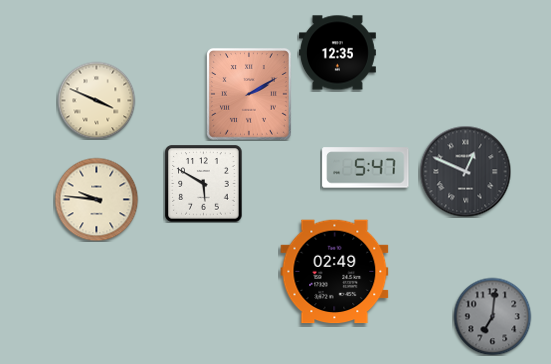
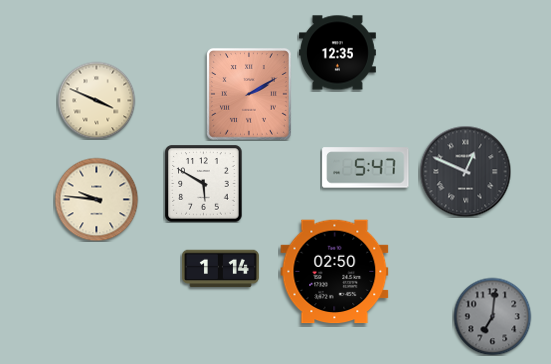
clock at (220, 269): none -> 1:14
clock at (335, 272): 02:49 -> 02:50
